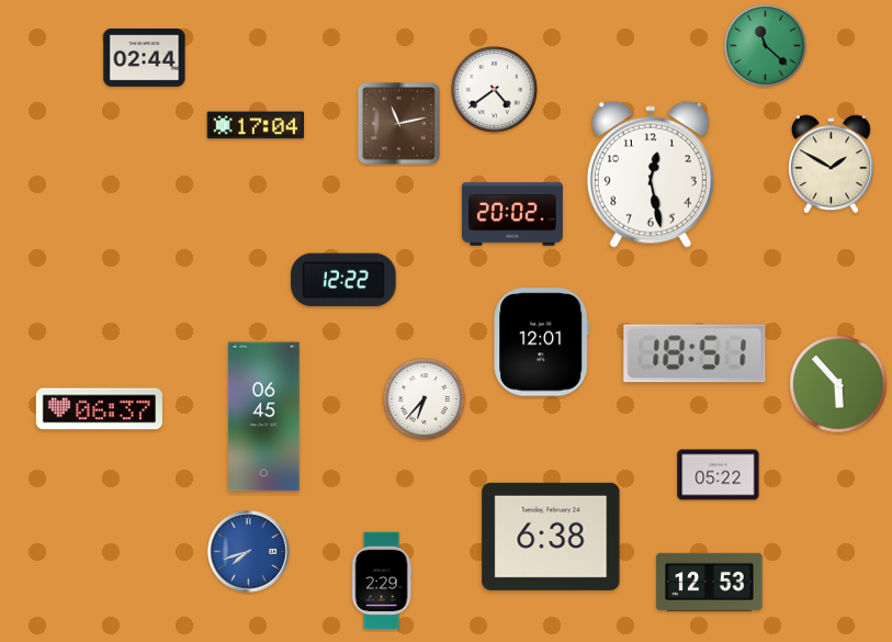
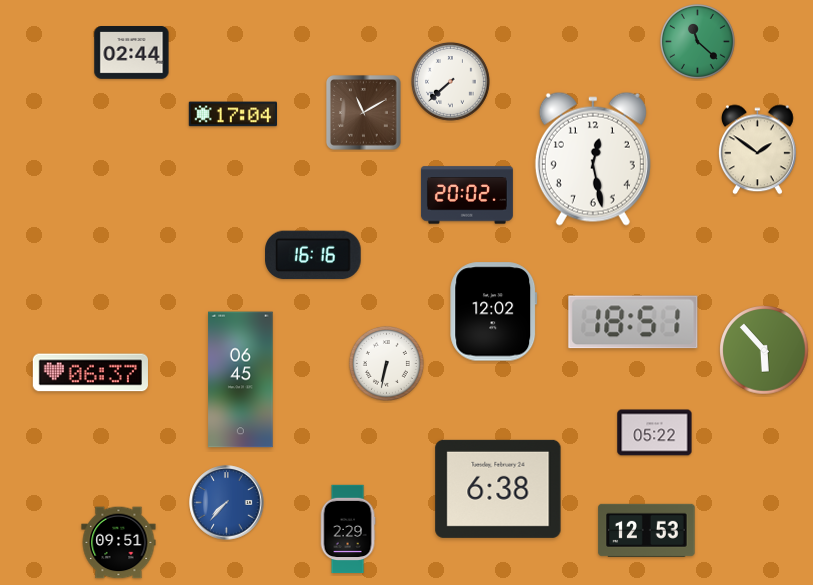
clock at (494, 89): 4:39 -> 7:38
clock at (399, 124): 11:13 -> 11:10
clock at (831, 165): 1:50 -> 1:51
clock at (343, 280): 12:22 -> 16:16
clock at (542, 342): 12:01 -> 12:02
clock at (424, 398): 6:37 -> 6:32
clock at (551, 537) position: (551, 537) -> (498, 489)
clock at (249, 552): 7:42 -> 7:37
clock at (119, 543): none -> 09:51
